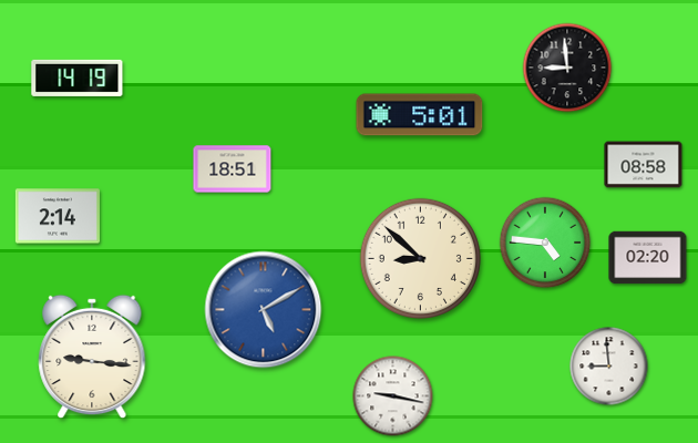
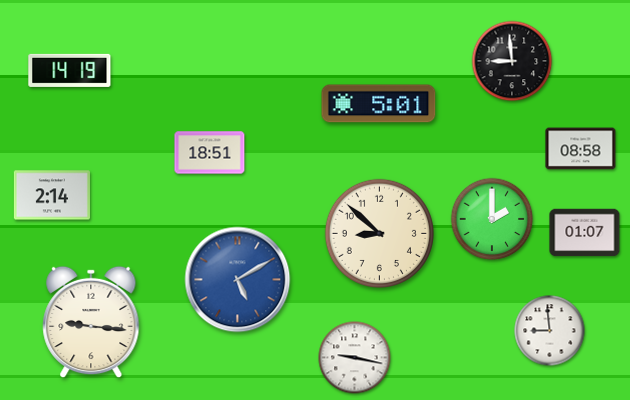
clock at (545, 243): 4:46 -> 2:00
clock at (648, 258): 02:20 -> 01:07
clock at (92, 357) position: (92, 357) -> (91, 322)
